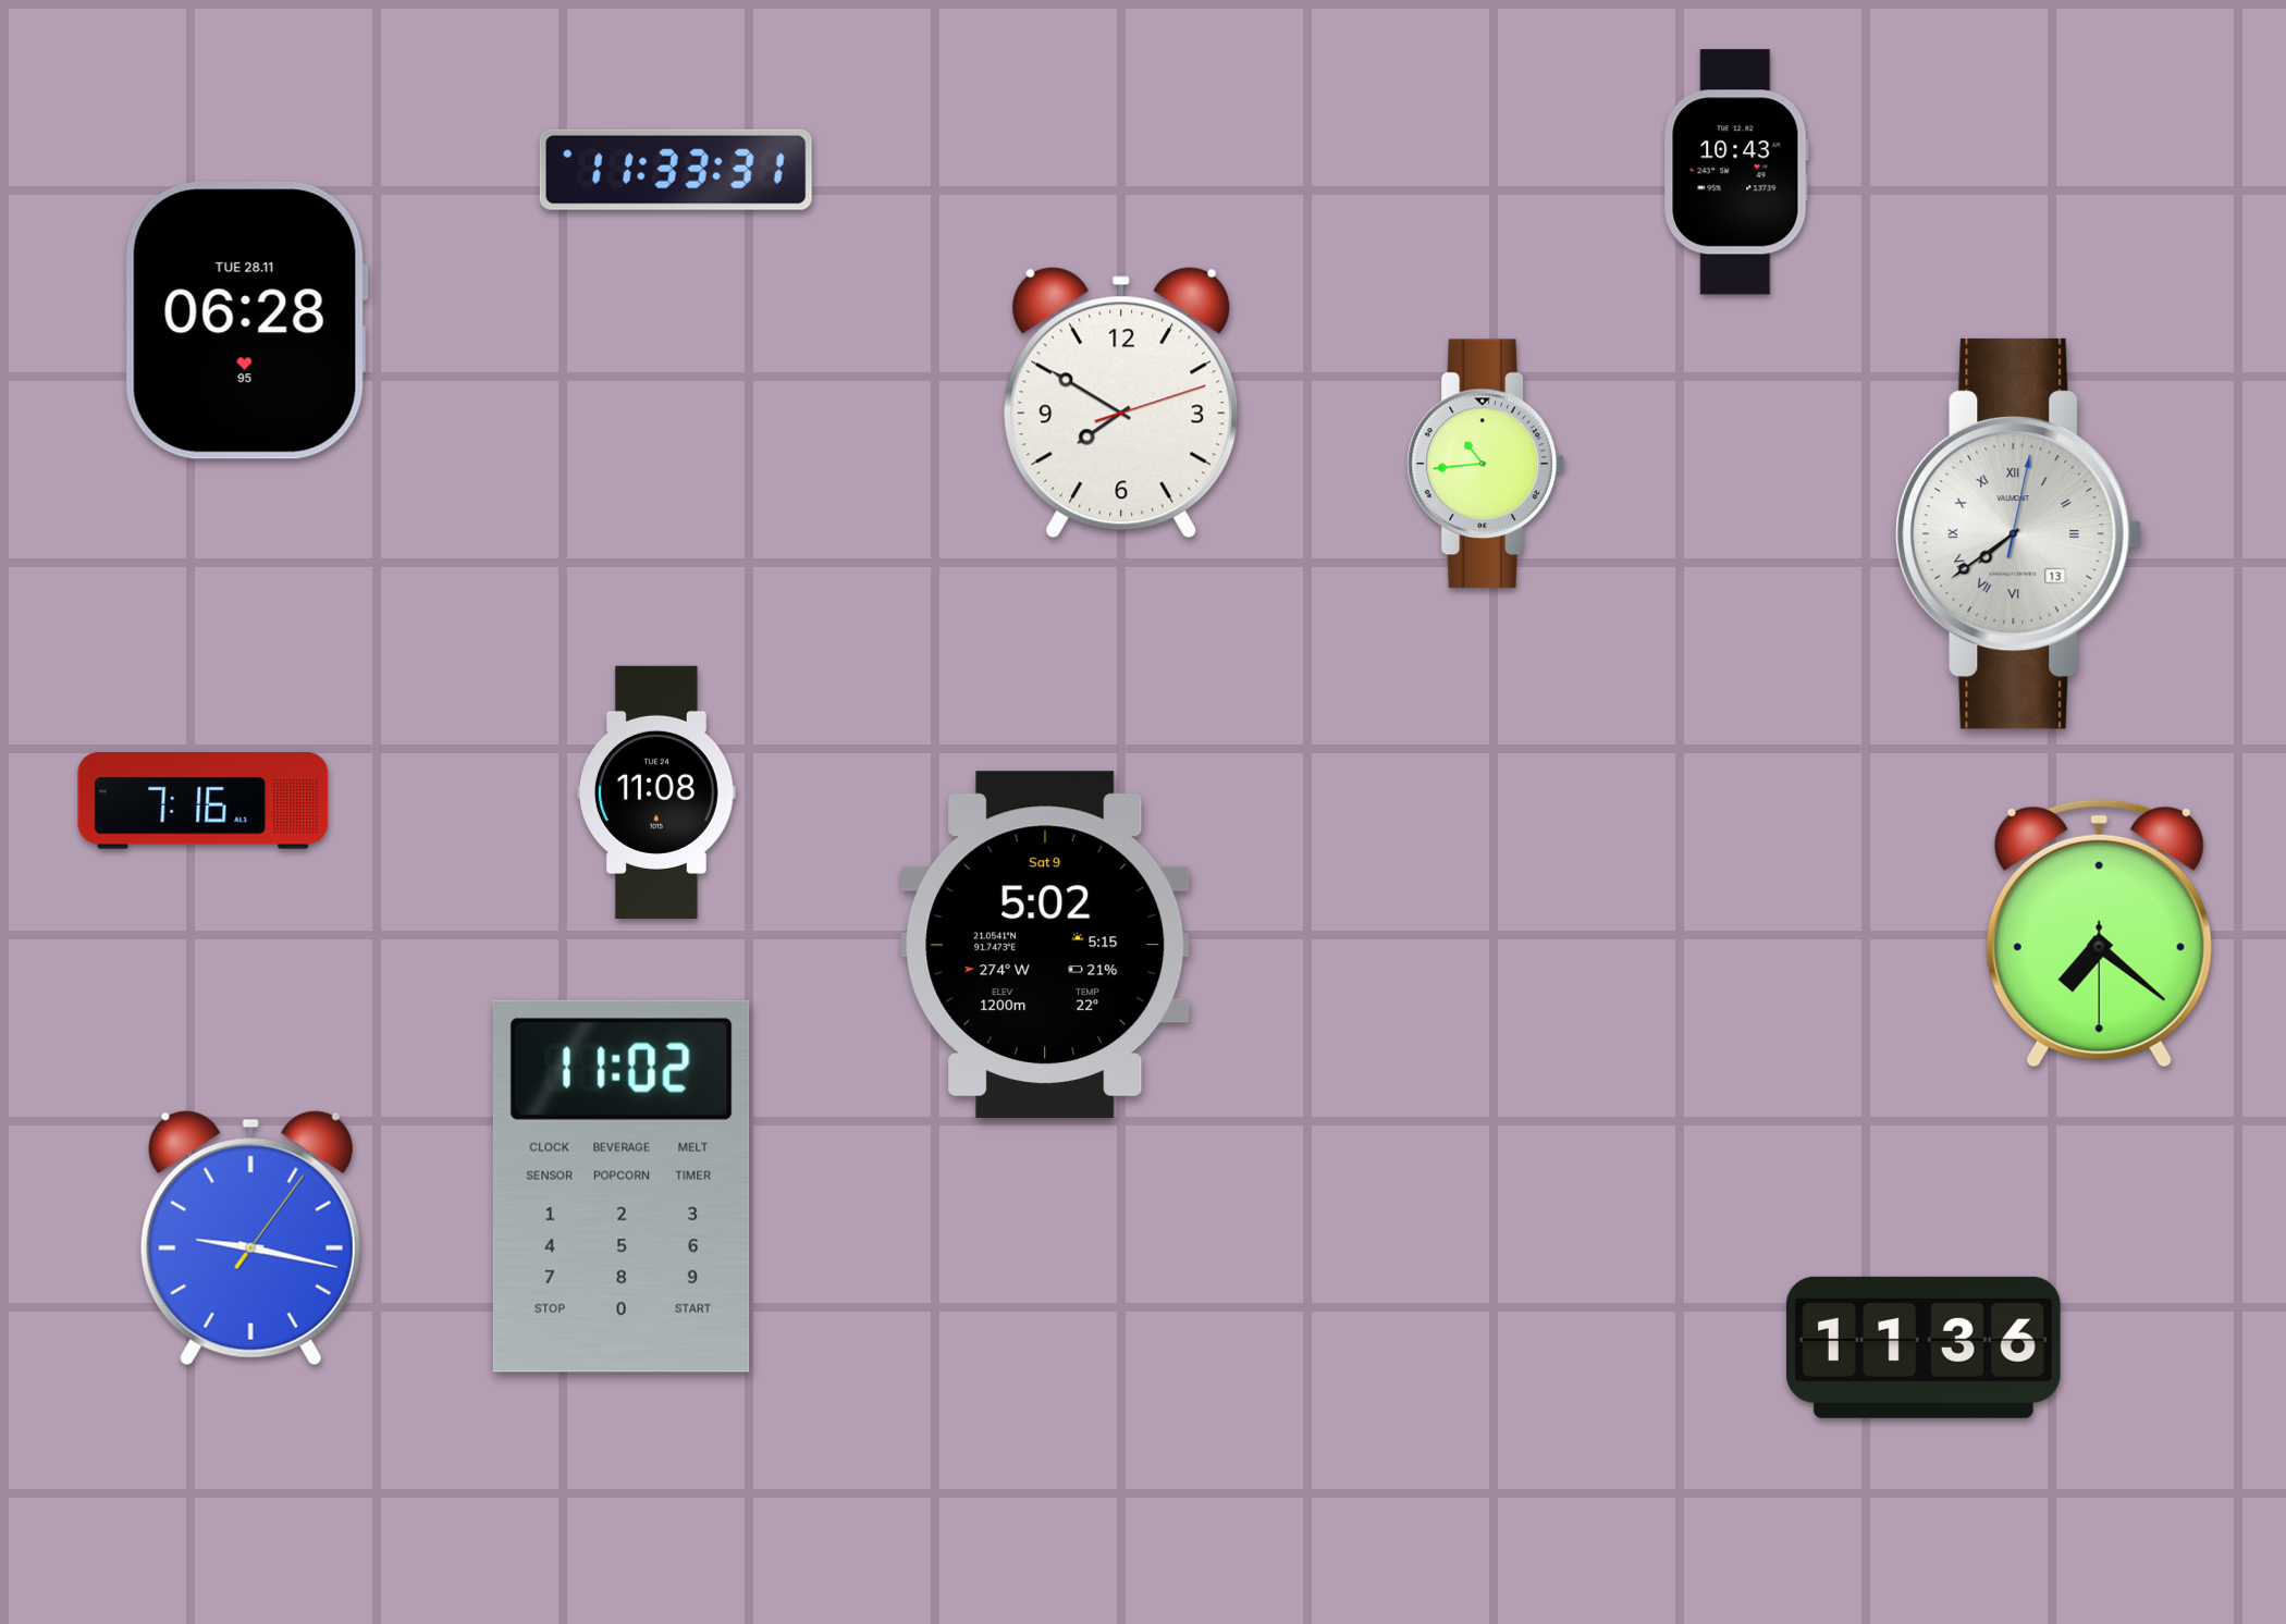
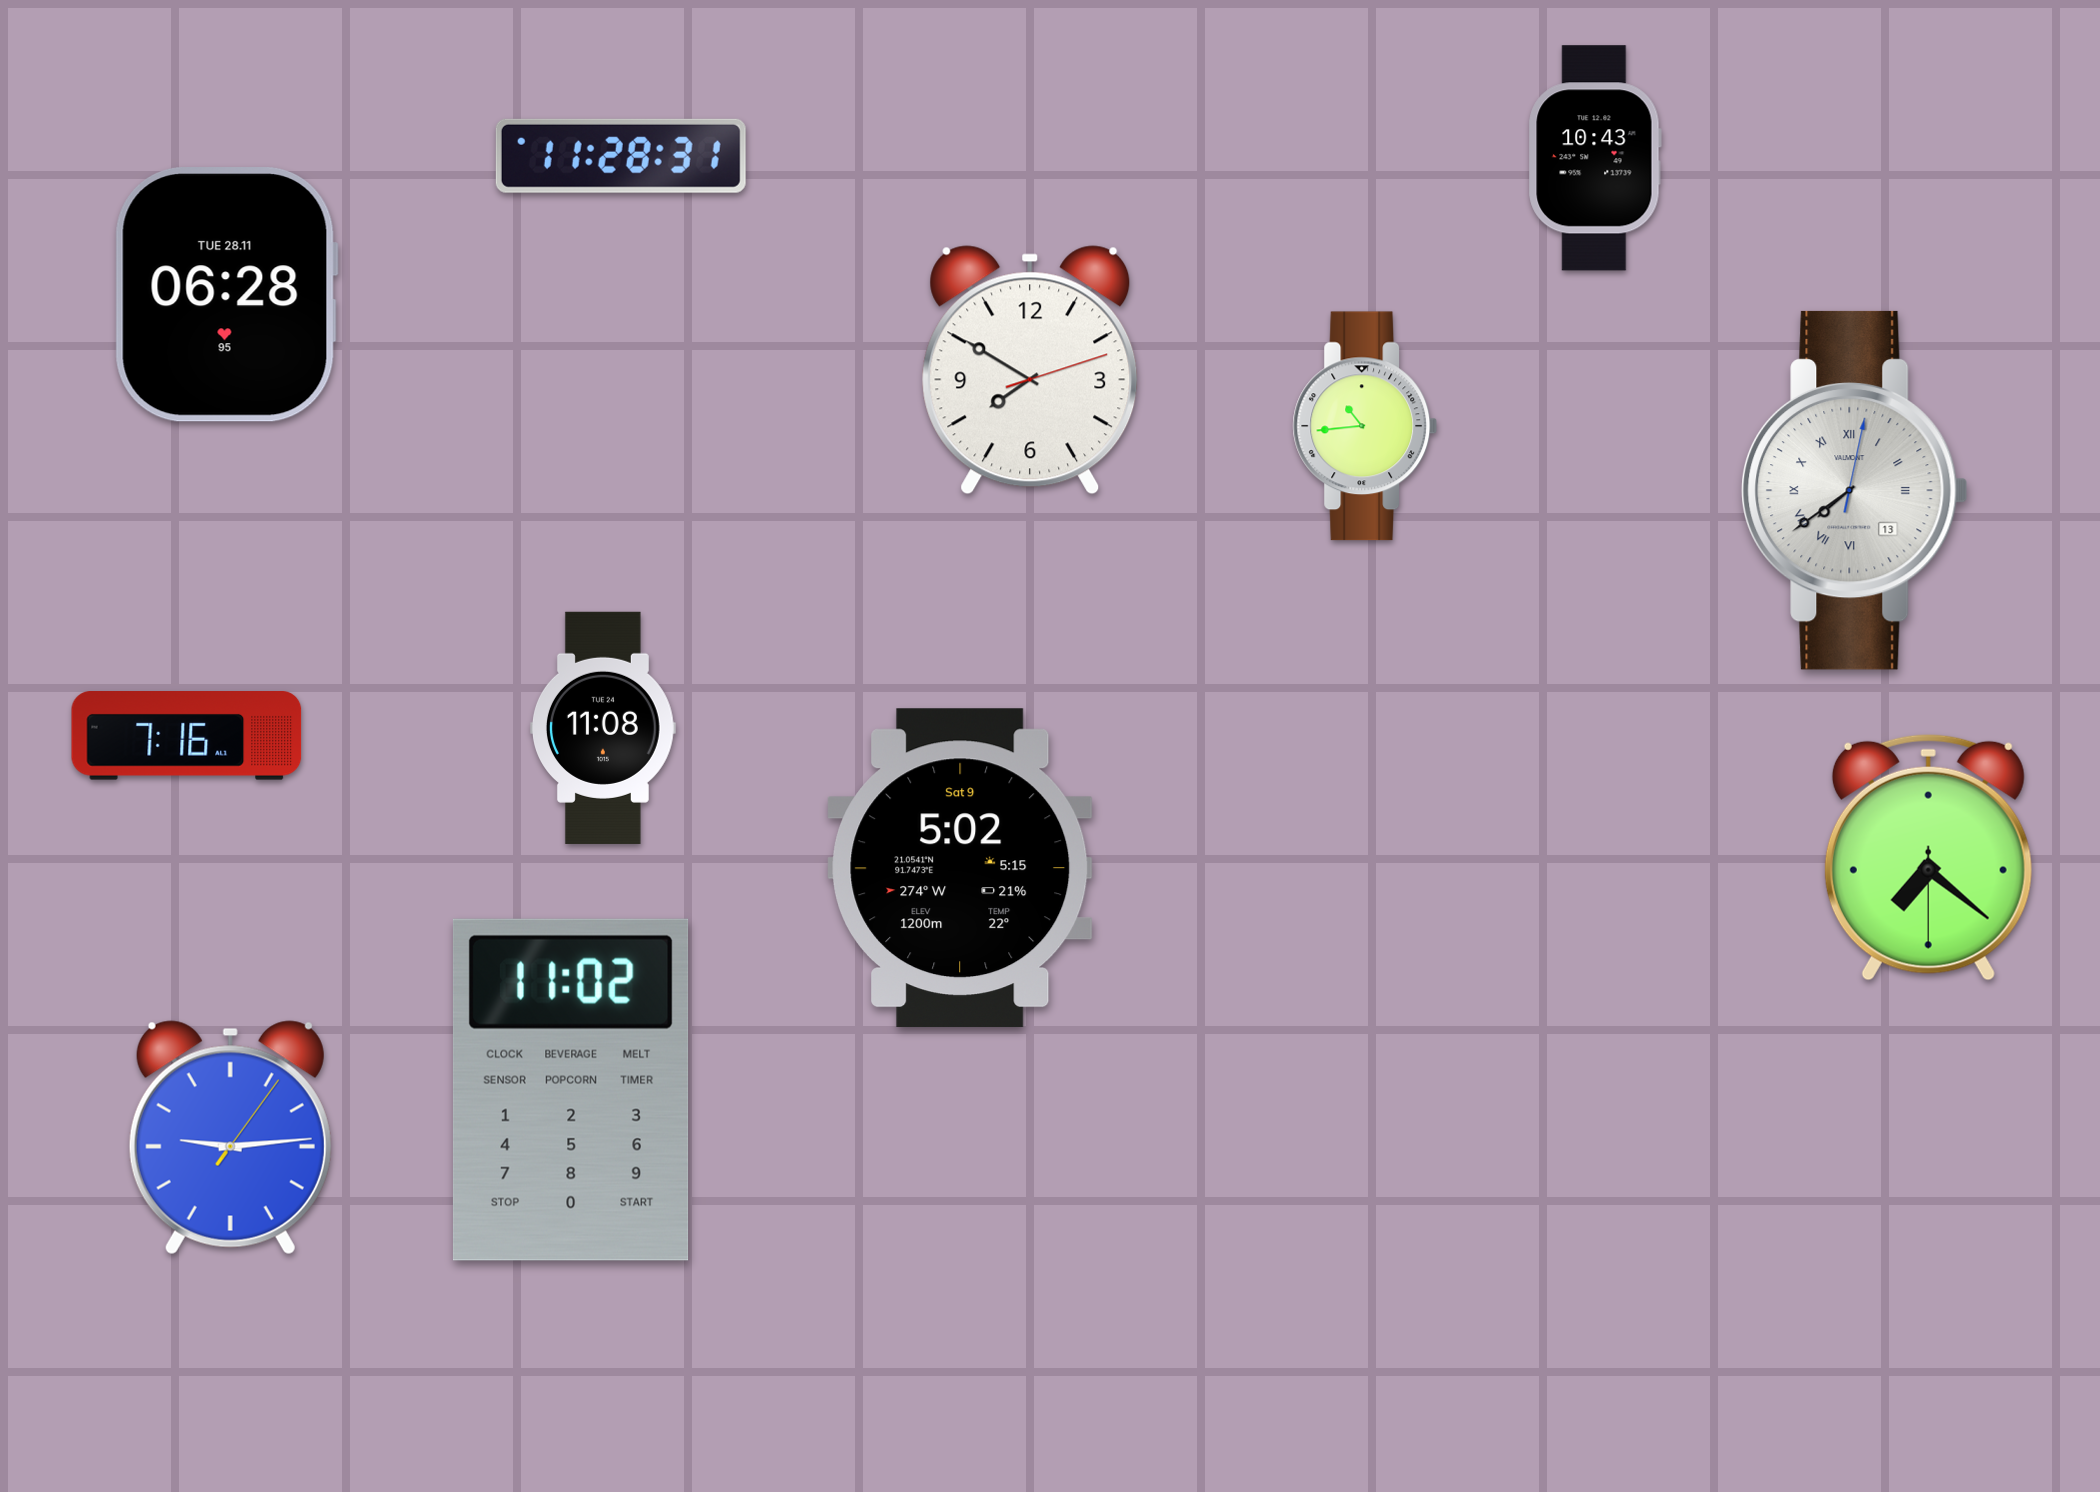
clock at (676, 170): 11:33 -> 11:28
clock at (250, 1239): 9:17 -> 9:14
clock at (1924, 1348): 11:36 -> none
